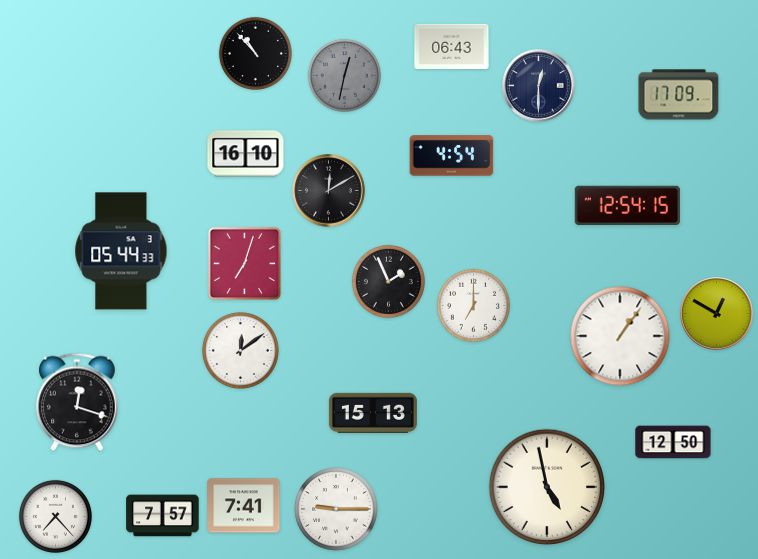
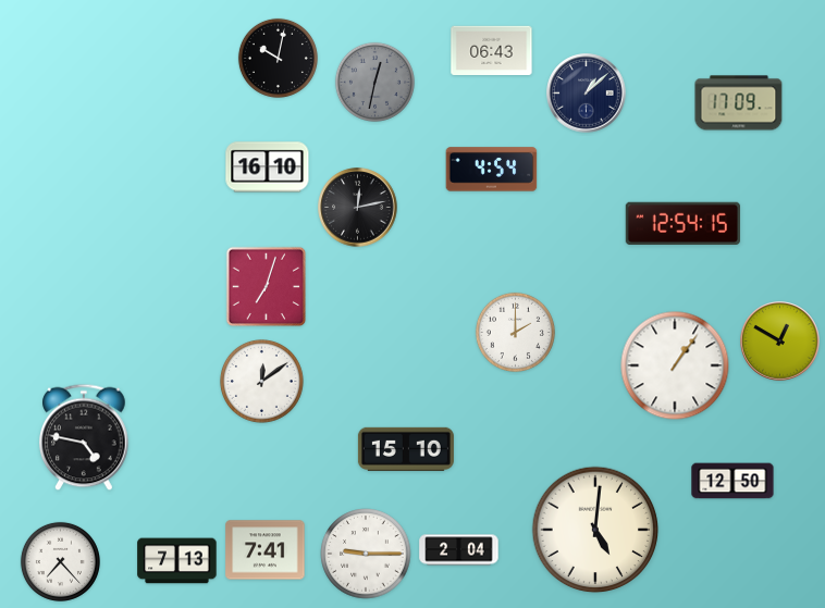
clock at (255, 53): 10:53 -> 10:02
clock at (539, 86): 12:30 -> 1:08
clock at (329, 191): 12:10 -> 12:13
clock at (121, 251): 05:44 -> none
clock at (388, 281): 1:56 -> none
clock at (473, 305): 7:00 -> 2:00
clock at (77, 402): 12:18 -> 4:47
clock at (373, 413): 15:13 -> 15:10
clock at (547, 487): 4:58 -> 5:01
clock at (459, 550): none -> 2:04
clock at (163, 516): 7:57 -> 7:13
